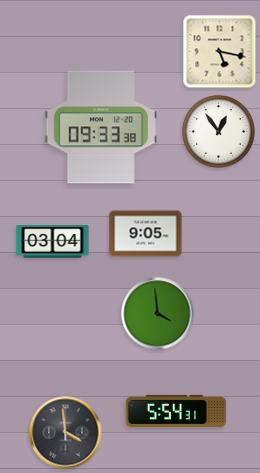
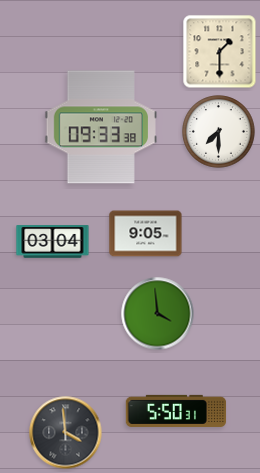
clock at (220, 52): 5:17 -> 1:30
clock at (219, 132): 12:54 -> 7:30
clock at (176, 411): 5:54 -> 5:50
